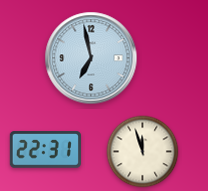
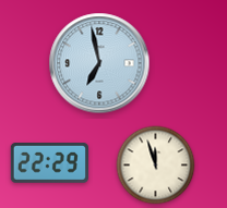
clock at (45, 150): 22:31 -> 22:29
